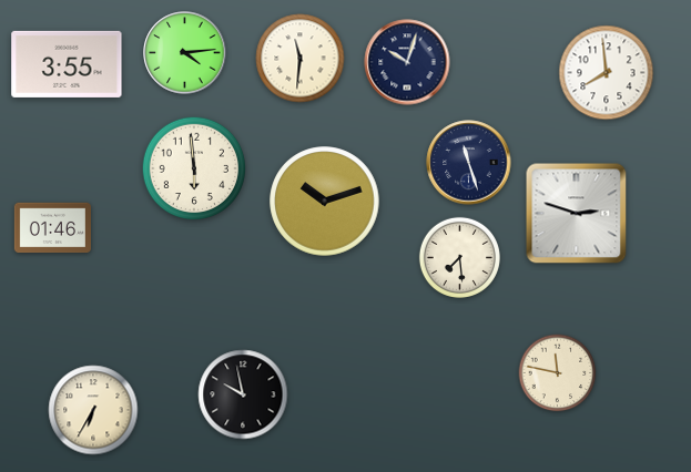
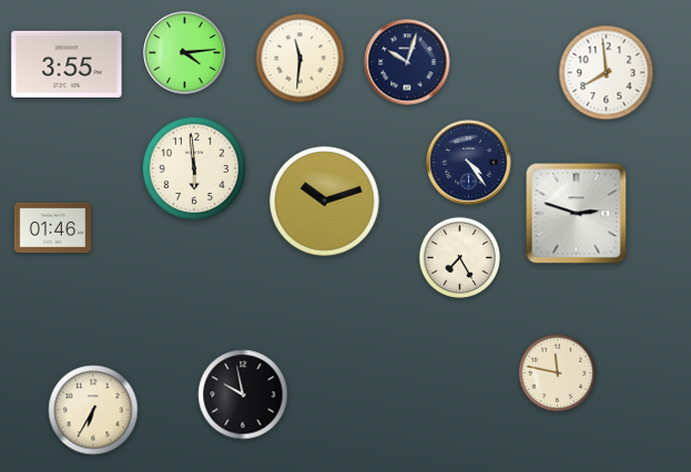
clock at (469, 163): 11:27 -> 4:24
clock at (459, 257): 7:29 -> 7:25
